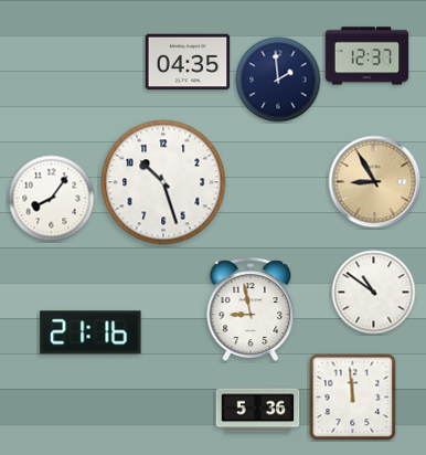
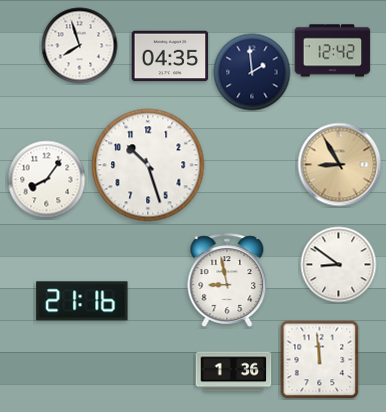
clock at (80, 46): none -> 7:57
clock at (368, 56): 12:37 -> 12:42
clock at (374, 293): 10:51 -> 8:51
clock at (258, 411): 5:36 -> 1:36
